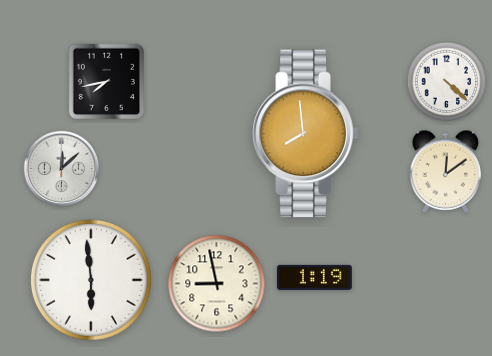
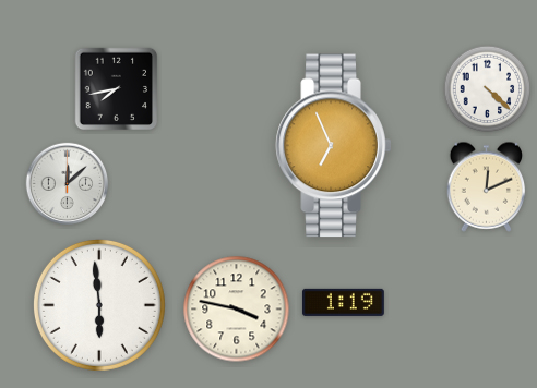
clock at (306, 134): 7:59 -> 6:56
clock at (446, 171): 12:09 -> 12:11
clock at (217, 284): 8:58 -> 3:47
